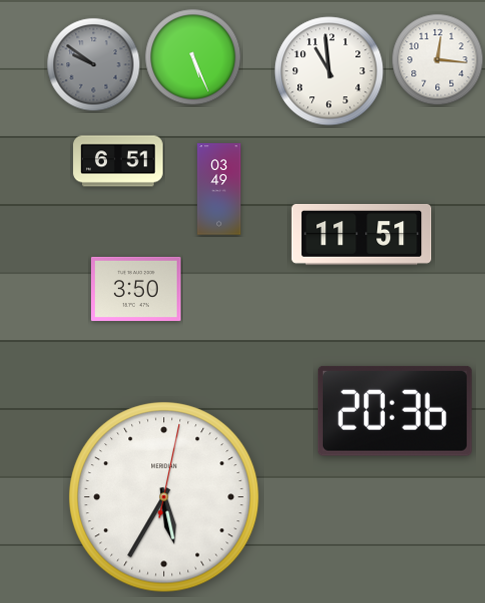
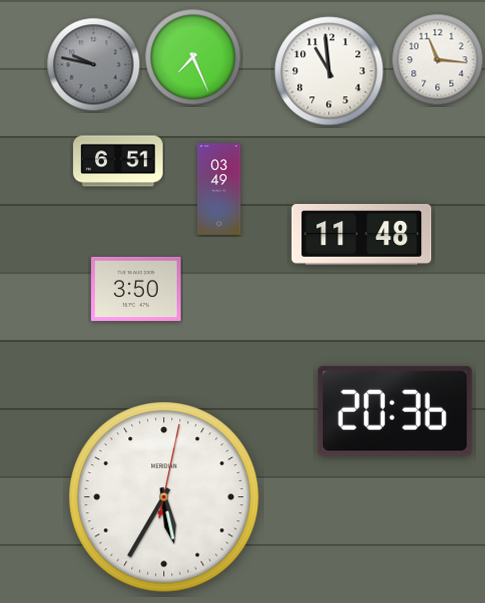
clock at (193, 57): 5:26 -> 7:26
clock at (438, 60): 12:16 -> 11:16
clock at (94, 65): 9:51 -> 9:47
clock at (362, 234): 11:51 -> 11:48
